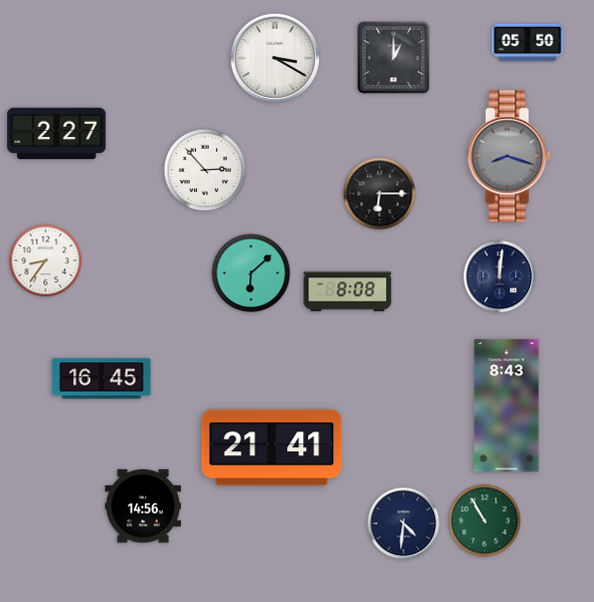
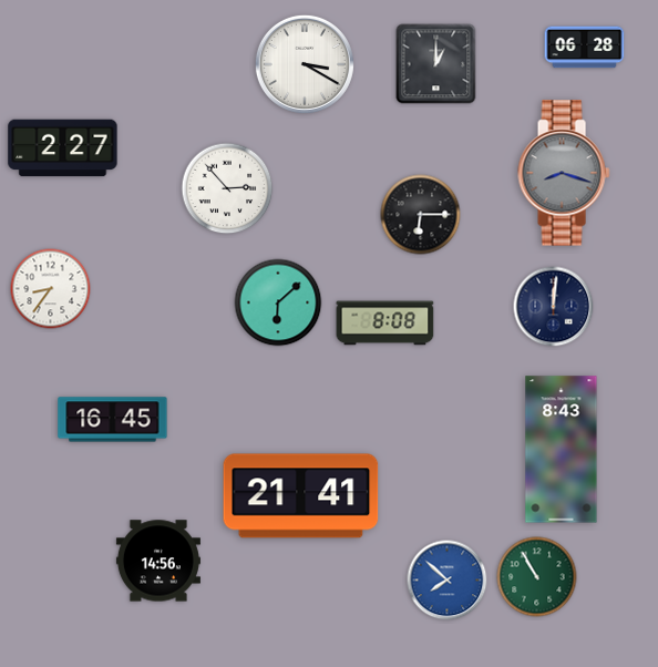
clock at (528, 43): 05:50 -> 06:28
clock at (404, 524): 4:31 -> 7:52
clock at (404, 524) dial: navy -> blue
